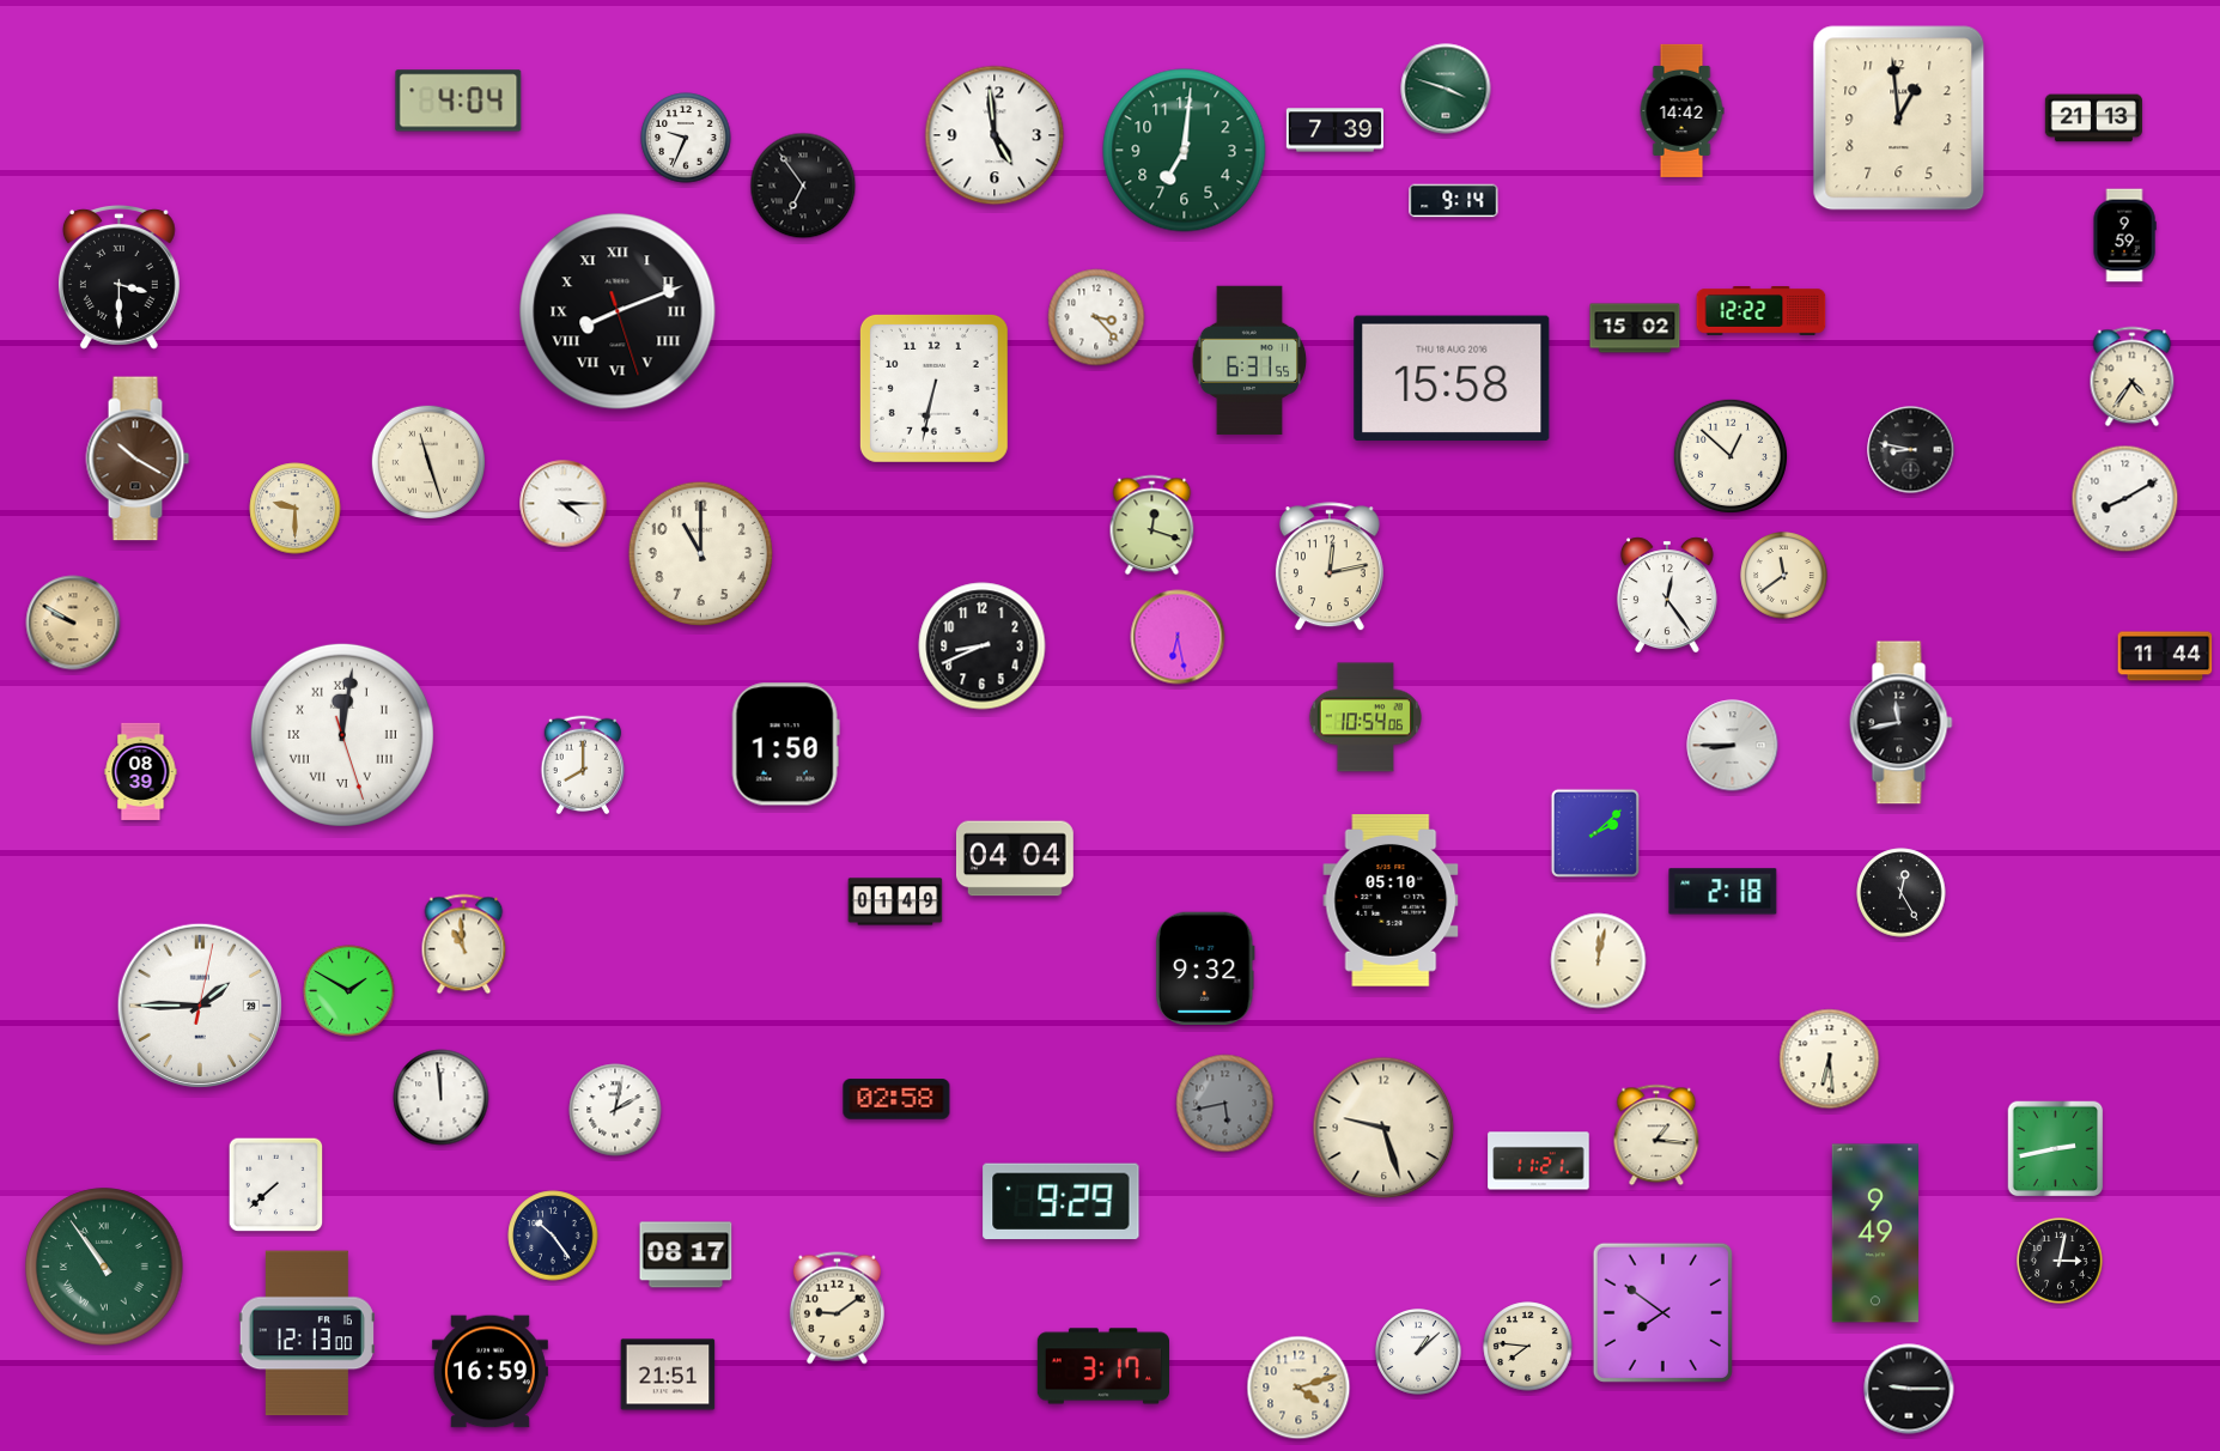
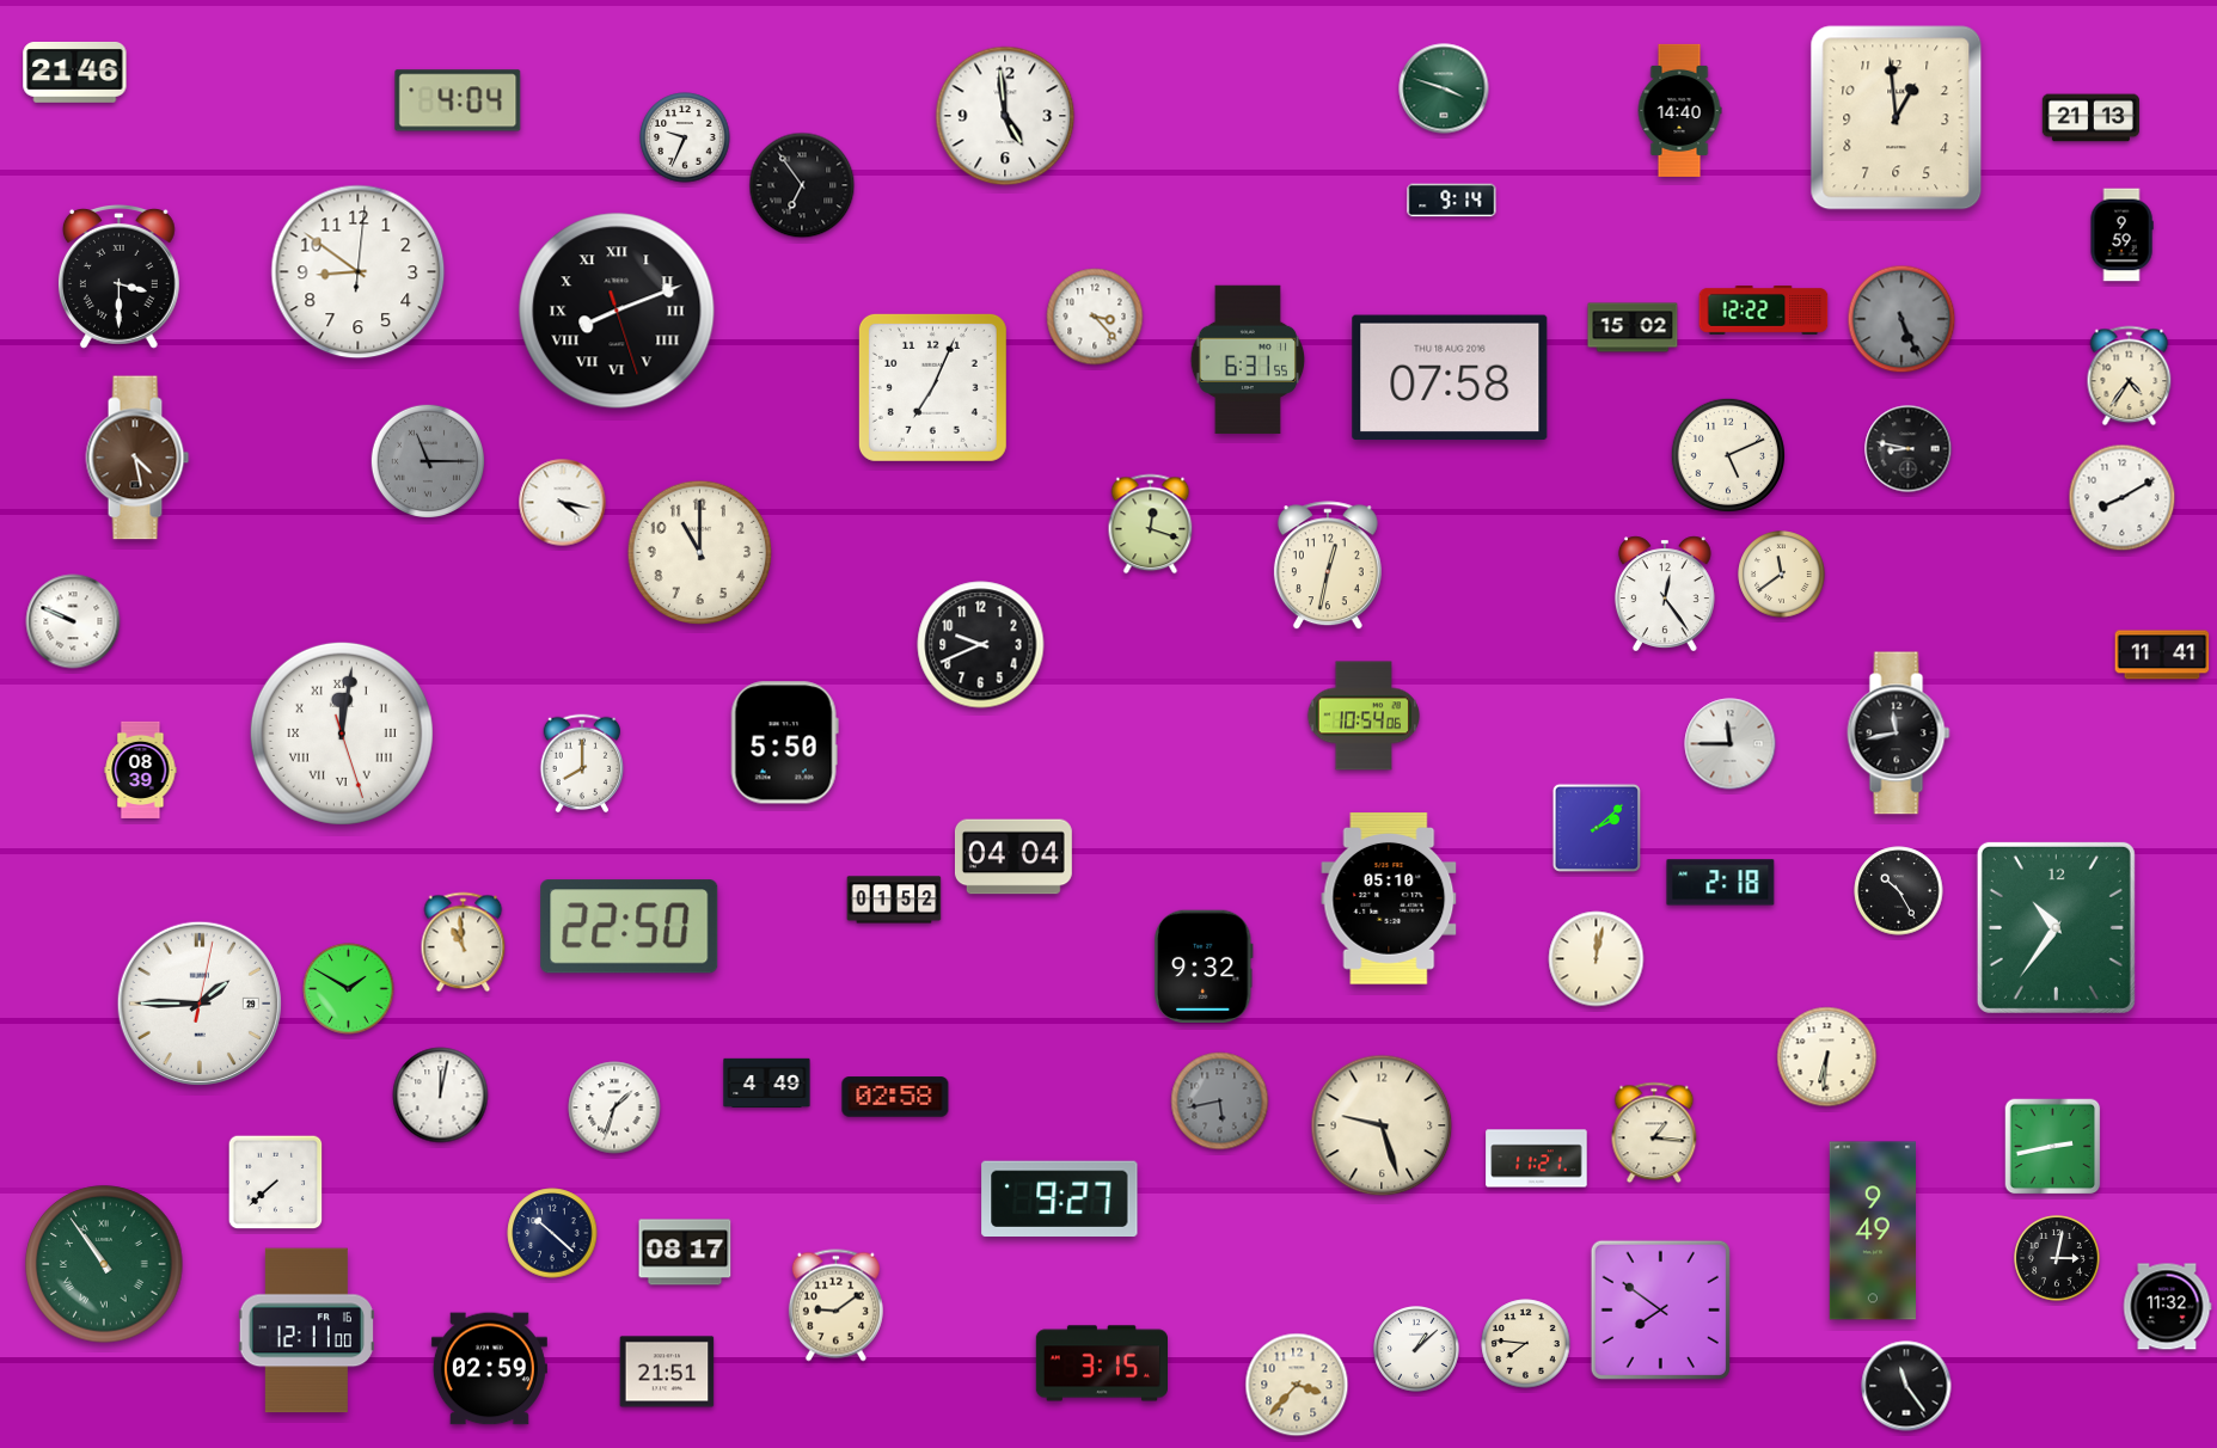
clock at (75, 72): none -> 21:46
clock at (1681, 110): 14:42 -> 14:40
clock at (1334, 130): 7:39 -> none
clock at (995, 135) position: (995, 135) -> (1005, 116)
clock at (1185, 151): 7:01 -> none
clock at (359, 272): none -> 8:51
clock at (1762, 311) position: (1762, 311) -> (1764, 311)
clock at (1901, 319): none -> 5:26
clock at (1452, 378): 15:58 -> 07:58
clock at (933, 388): 6:32 -> 7:04
clock at (1729, 455): 12:52 -> 5:11
clock at (138, 459): 10:20 -> 4:28
clock at (427, 461): 11:27 -> 11:15
clock at (427, 461) dial: cream -> grey
clock at (564, 504): 4:15 -> 4:17
clock at (296, 509): 9:30 -> none
clock at (1330, 567): 12:13 -> 12:32
clock at (73, 623): 9:50 -> 9:49
clock at (73, 623) dial: champagne -> white
clock at (1178, 637): 6:28 -> none
clock at (983, 646): 8:41 -> 9:41
clock at (2165, 656): 11:44 -> 11:41
clock at (1902, 723) position: (1902, 723) -> (1899, 734)
clock at (785, 745): 1:50 -> 5:50
clock at (1733, 746): 8:45 -> 11:45
clock at (1595, 833) position: (1595, 833) -> (1597, 828)
clock at (1723, 892) position: (1723, 892) -> (1721, 883)
clock at (1902, 893): 12:25 -> 10:25
clock at (895, 901): 01:49 -> 01:52
clock at (630, 927): none -> 22:50
clock at (2056, 927): none -> 10:36
clock at (1830, 1060): 6:29 -> 6:31
clock at (767, 1082): none -> 4:49
clock at (442, 1098): 11:59 -> 12:02
clock at (1225, 1104) position: (1225, 1104) -> (1220, 1102)
clock at (615, 1110): 2:02 -> 1:33
clock at (1062, 1202): 9:29 -> 9:27
clock at (553, 1236): 10:24 -> 10:22
clock at (2167, 1307): none -> 11:32
clock at (306, 1334): 12:13 -> 12:11
clock at (1102, 1366): 3:17 -> 3:15
clock at (489, 1372): 16:59 -> 02:59
clock at (1298, 1388): 4:12 -> 3:37
clock at (1909, 1389): 9:15 -> 11:24
